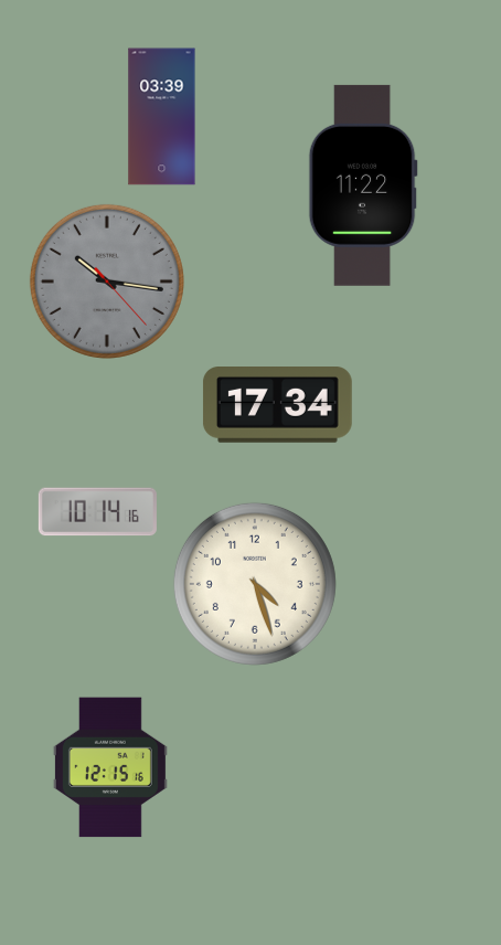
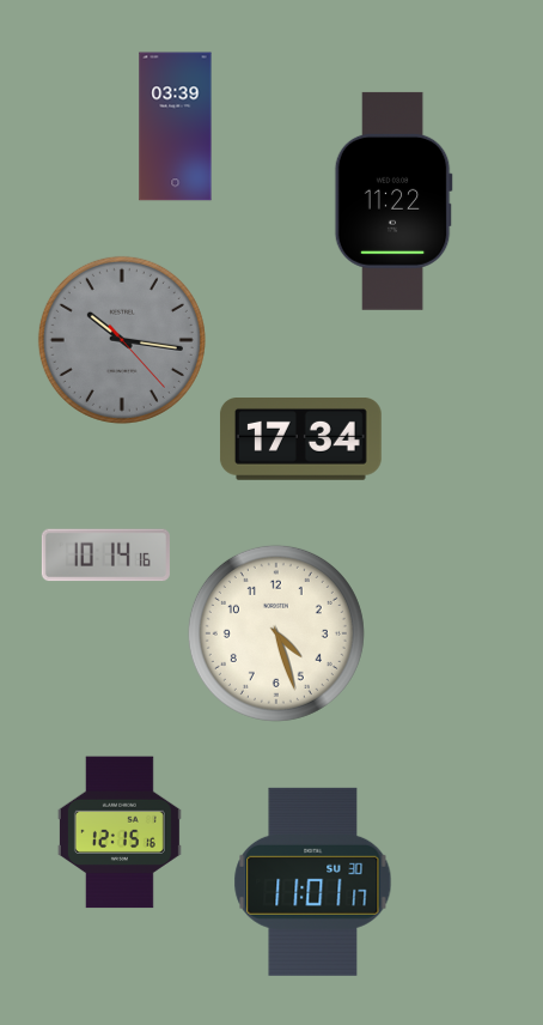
clock at (107, 282) position: (107, 282) -> (122, 340)
clock at (313, 881): none -> 11:01
